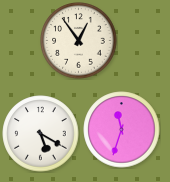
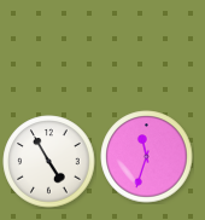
clock at (79, 41): 12:54 -> none
clock at (41, 134): 5:20 -> 4:55
